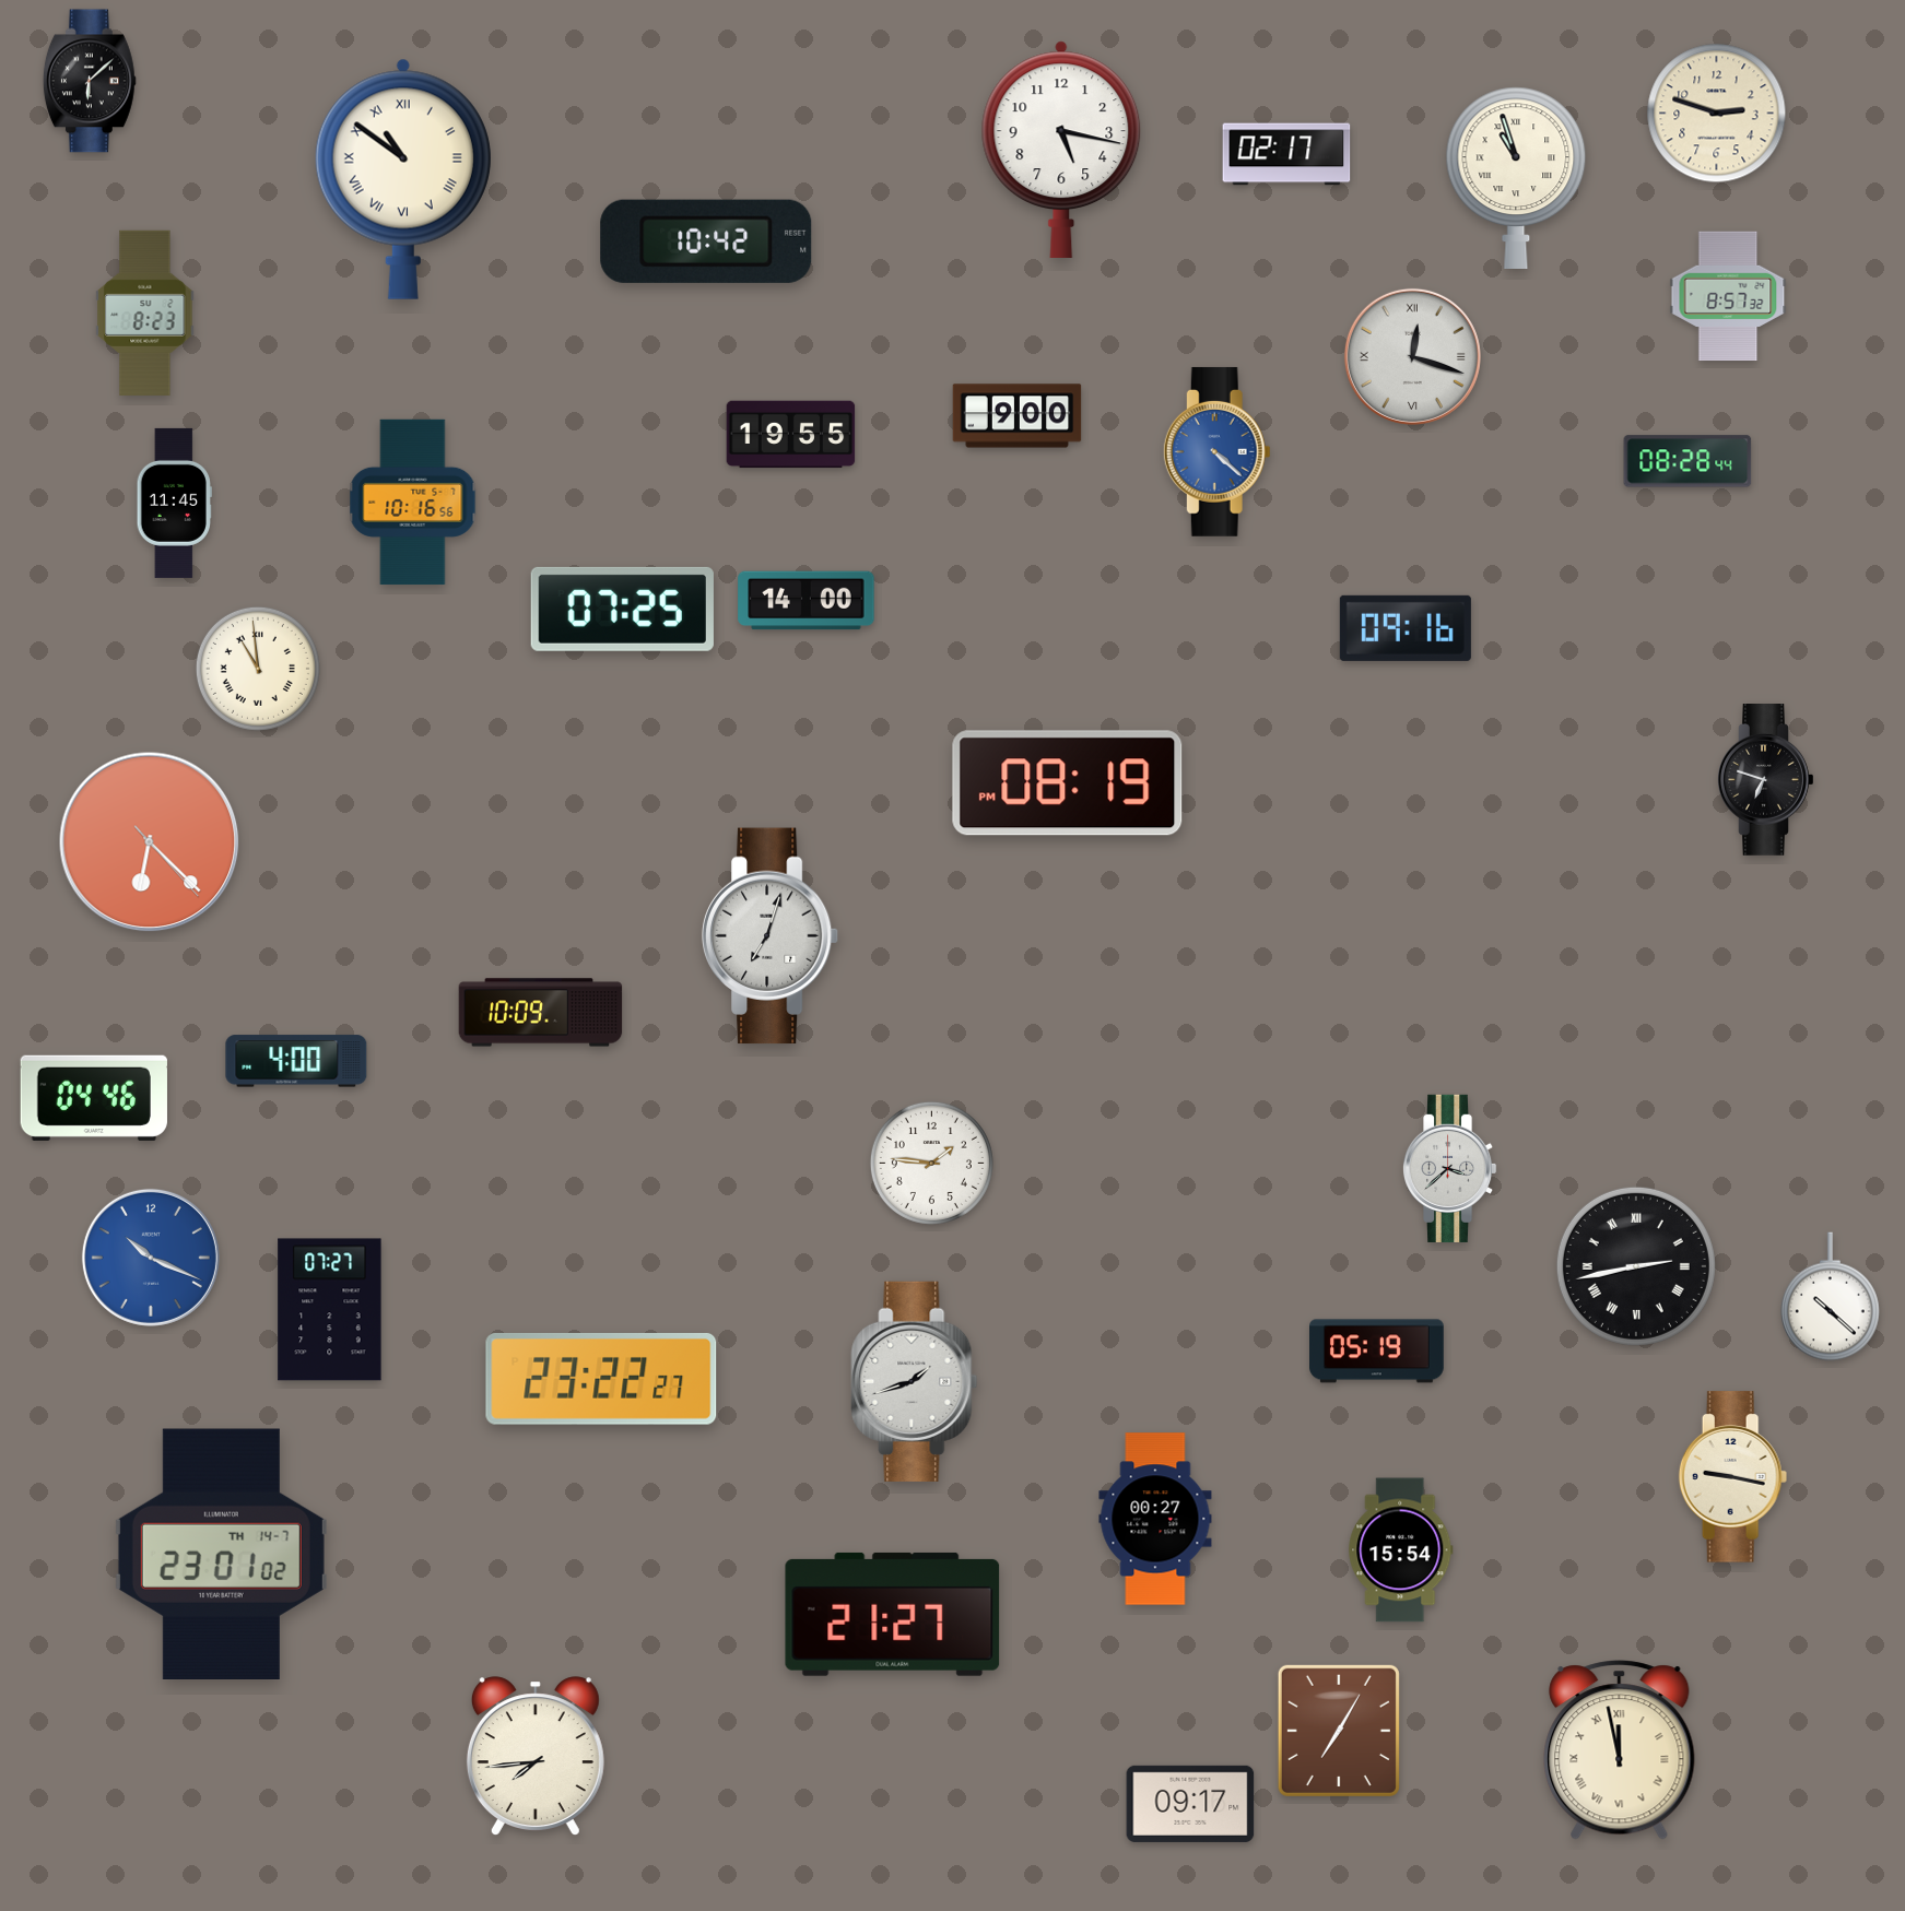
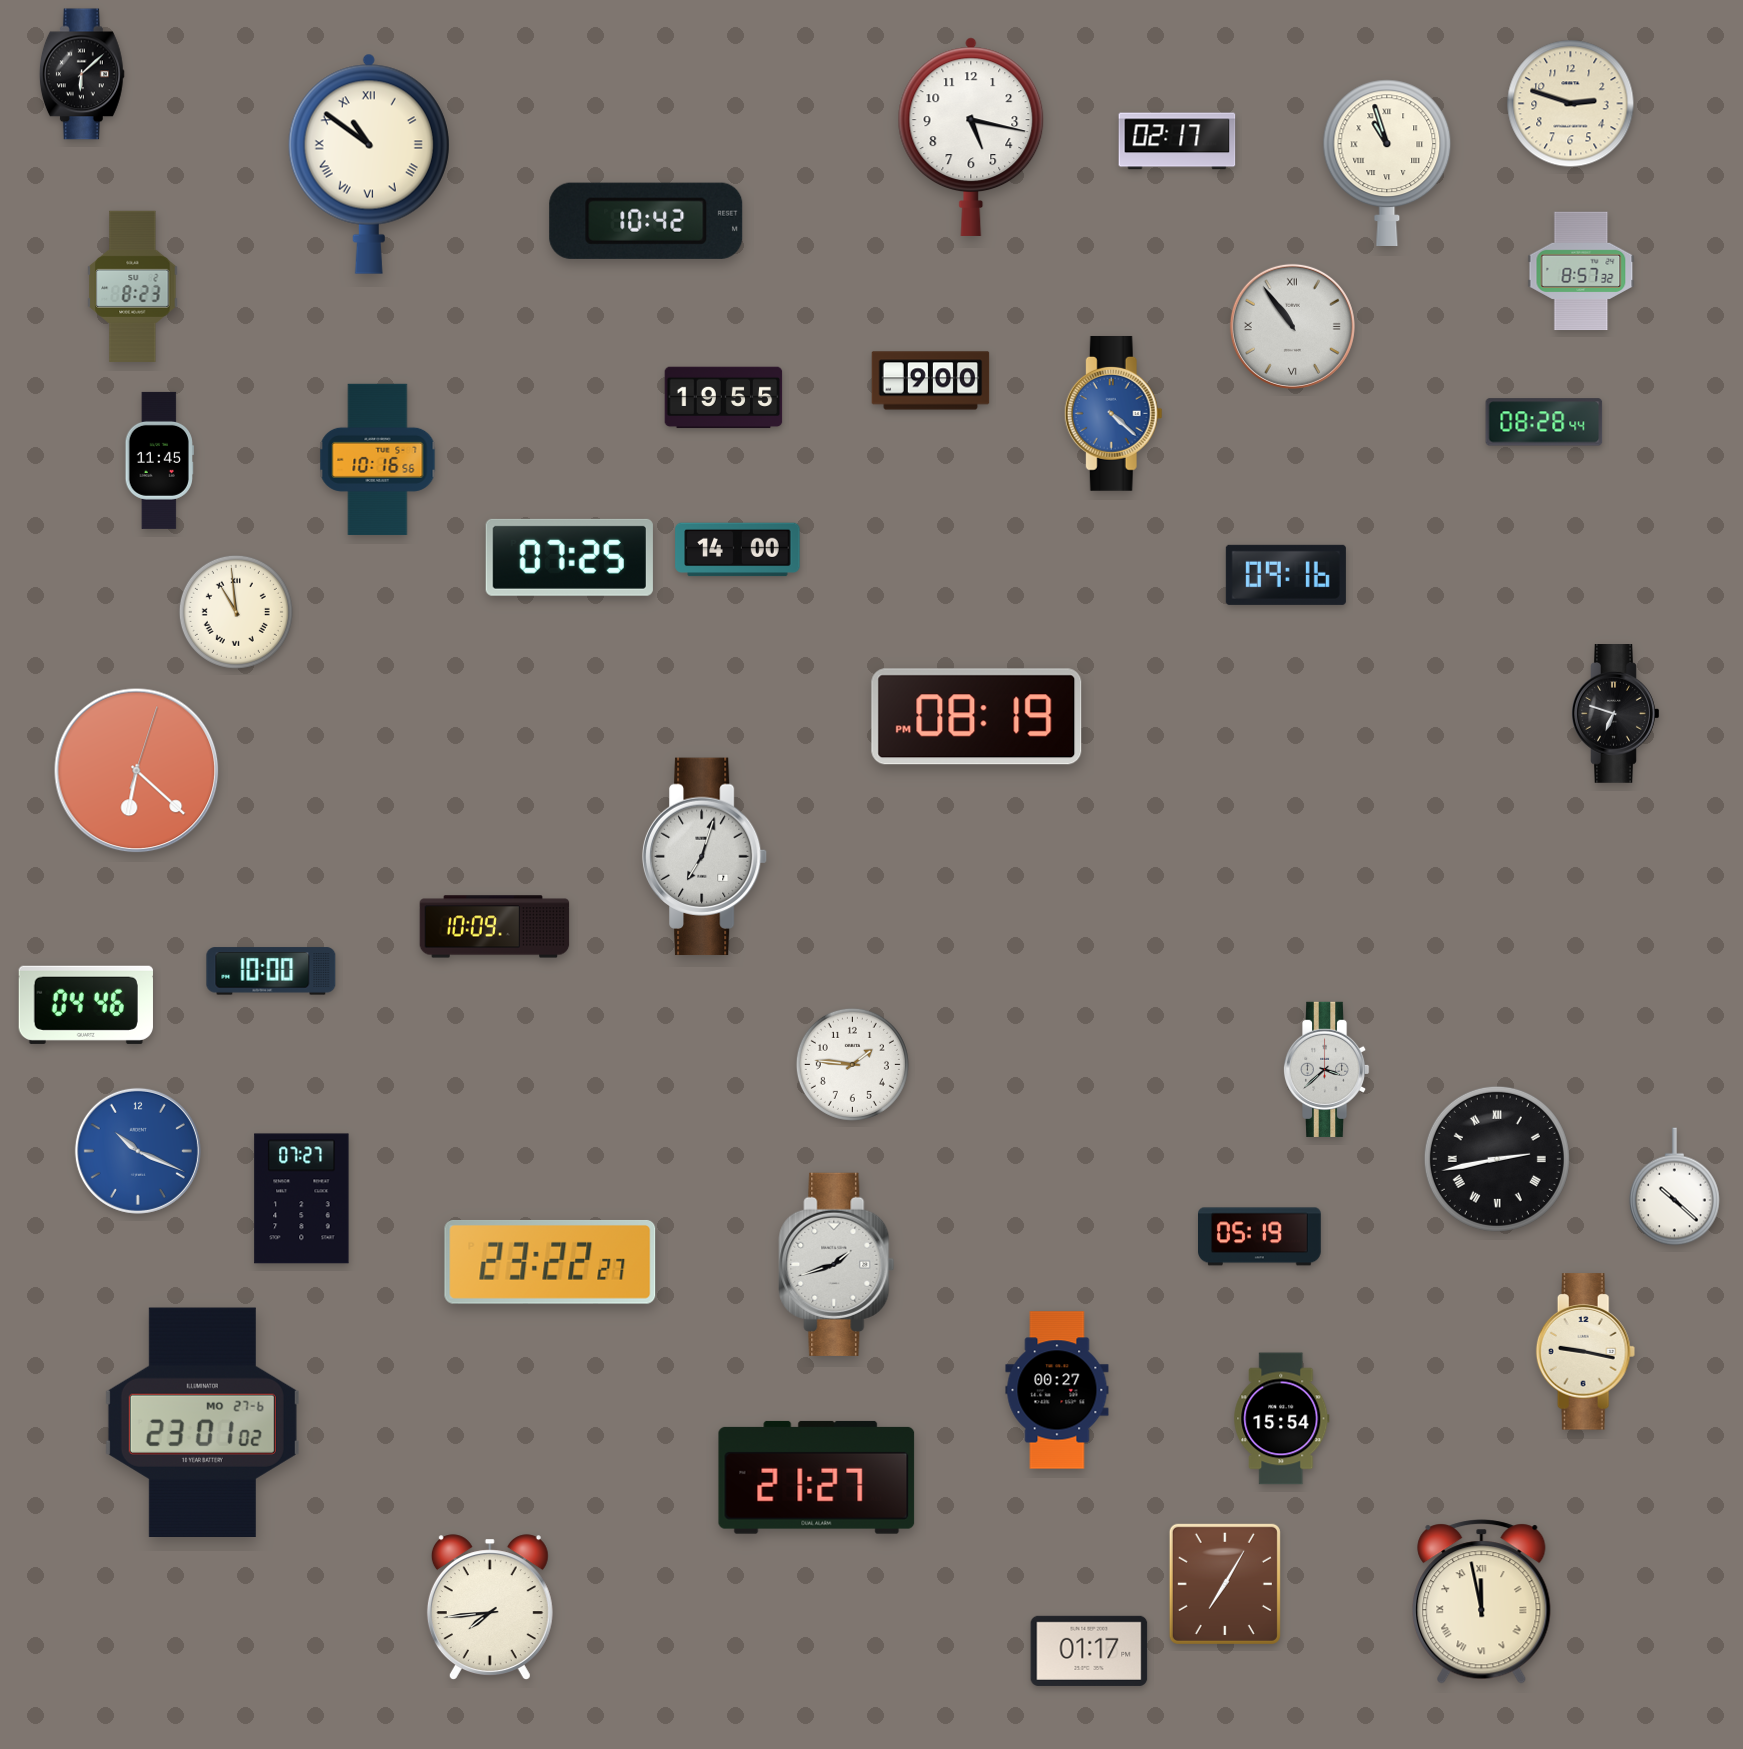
clock at (1412, 356): 12:18 -> 10:54
clock at (150, 842): 6:22:23 -> 6:22:03
clock at (296, 1061): 4:00 -> 10:00
clock at (221, 1554) date: TH 14-7 -> MO 27-6
clock at (1190, 1804): 09:17 -> 01:17
